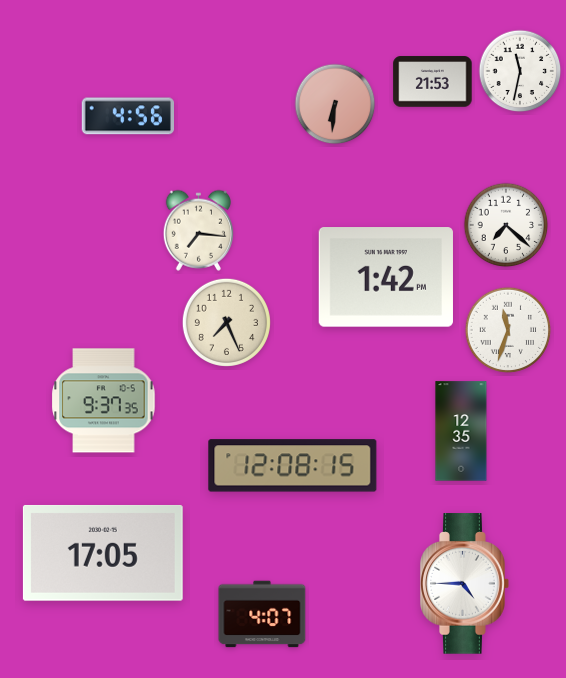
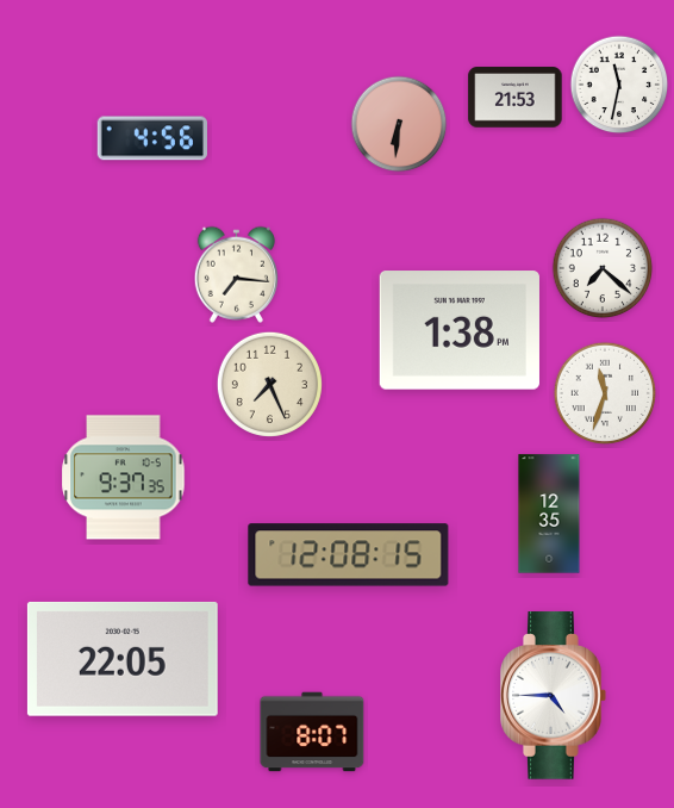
clock at (386, 277): 1:42 -> 1:38
clock at (103, 553): 17:05 -> 22:05
clock at (262, 614): 4:07 -> 8:07
